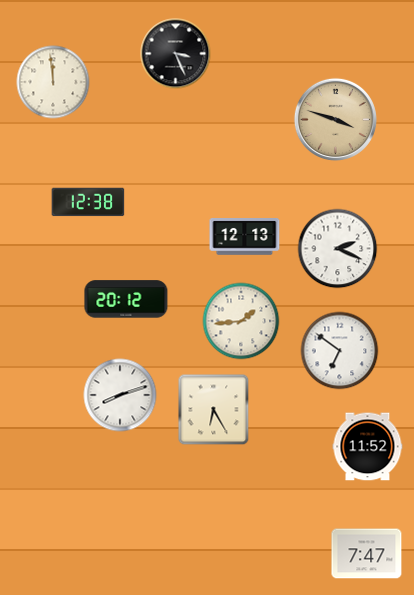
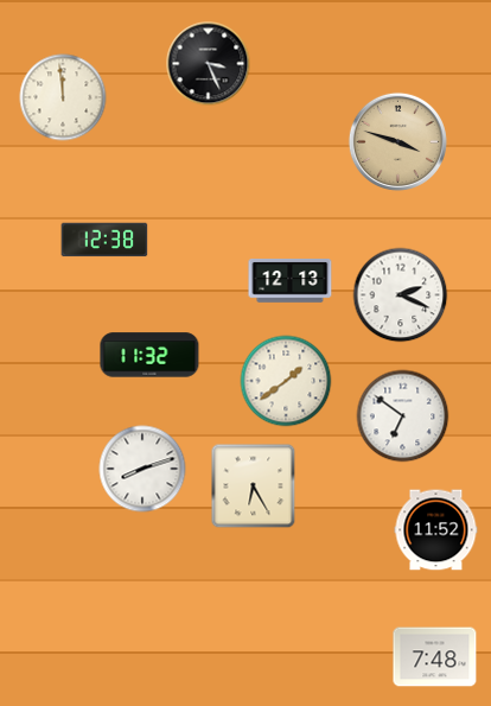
clock at (126, 299): 20:12 -> 11:32
clock at (241, 321): 1:44 -> 1:39
clock at (367, 554): 7:47 -> 7:48
